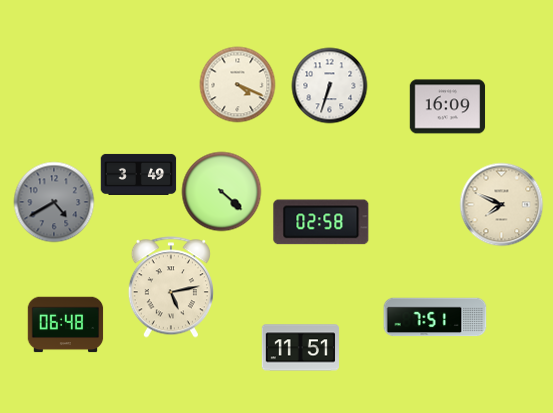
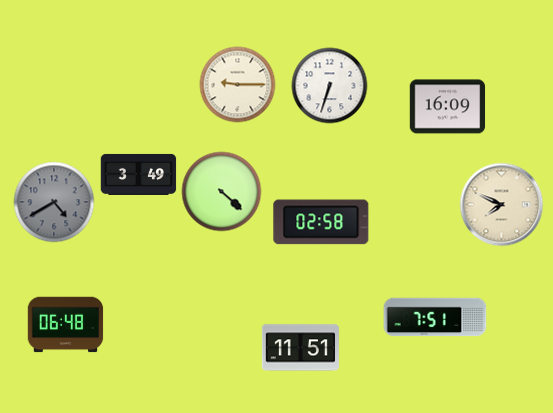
clock at (238, 85): 4:19 -> 9:15
clock at (171, 287): 5:13 -> none
